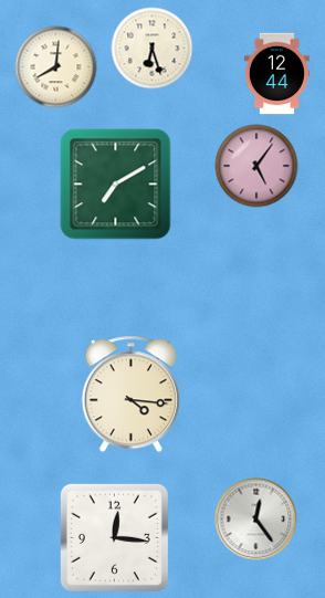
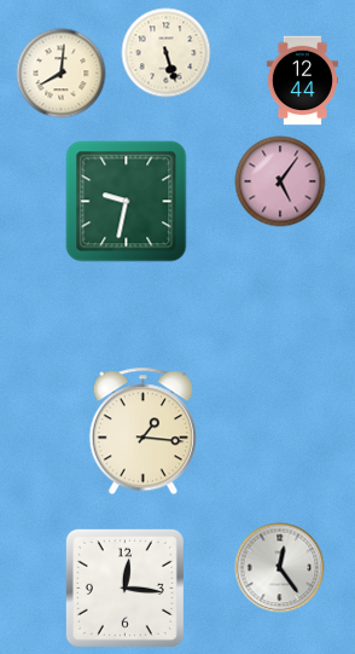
clock at (153, 49): 6:27 -> 5:27
clock at (116, 185): 7:10 -> 9:32
clock at (130, 395): 4:16 -> 1:16
